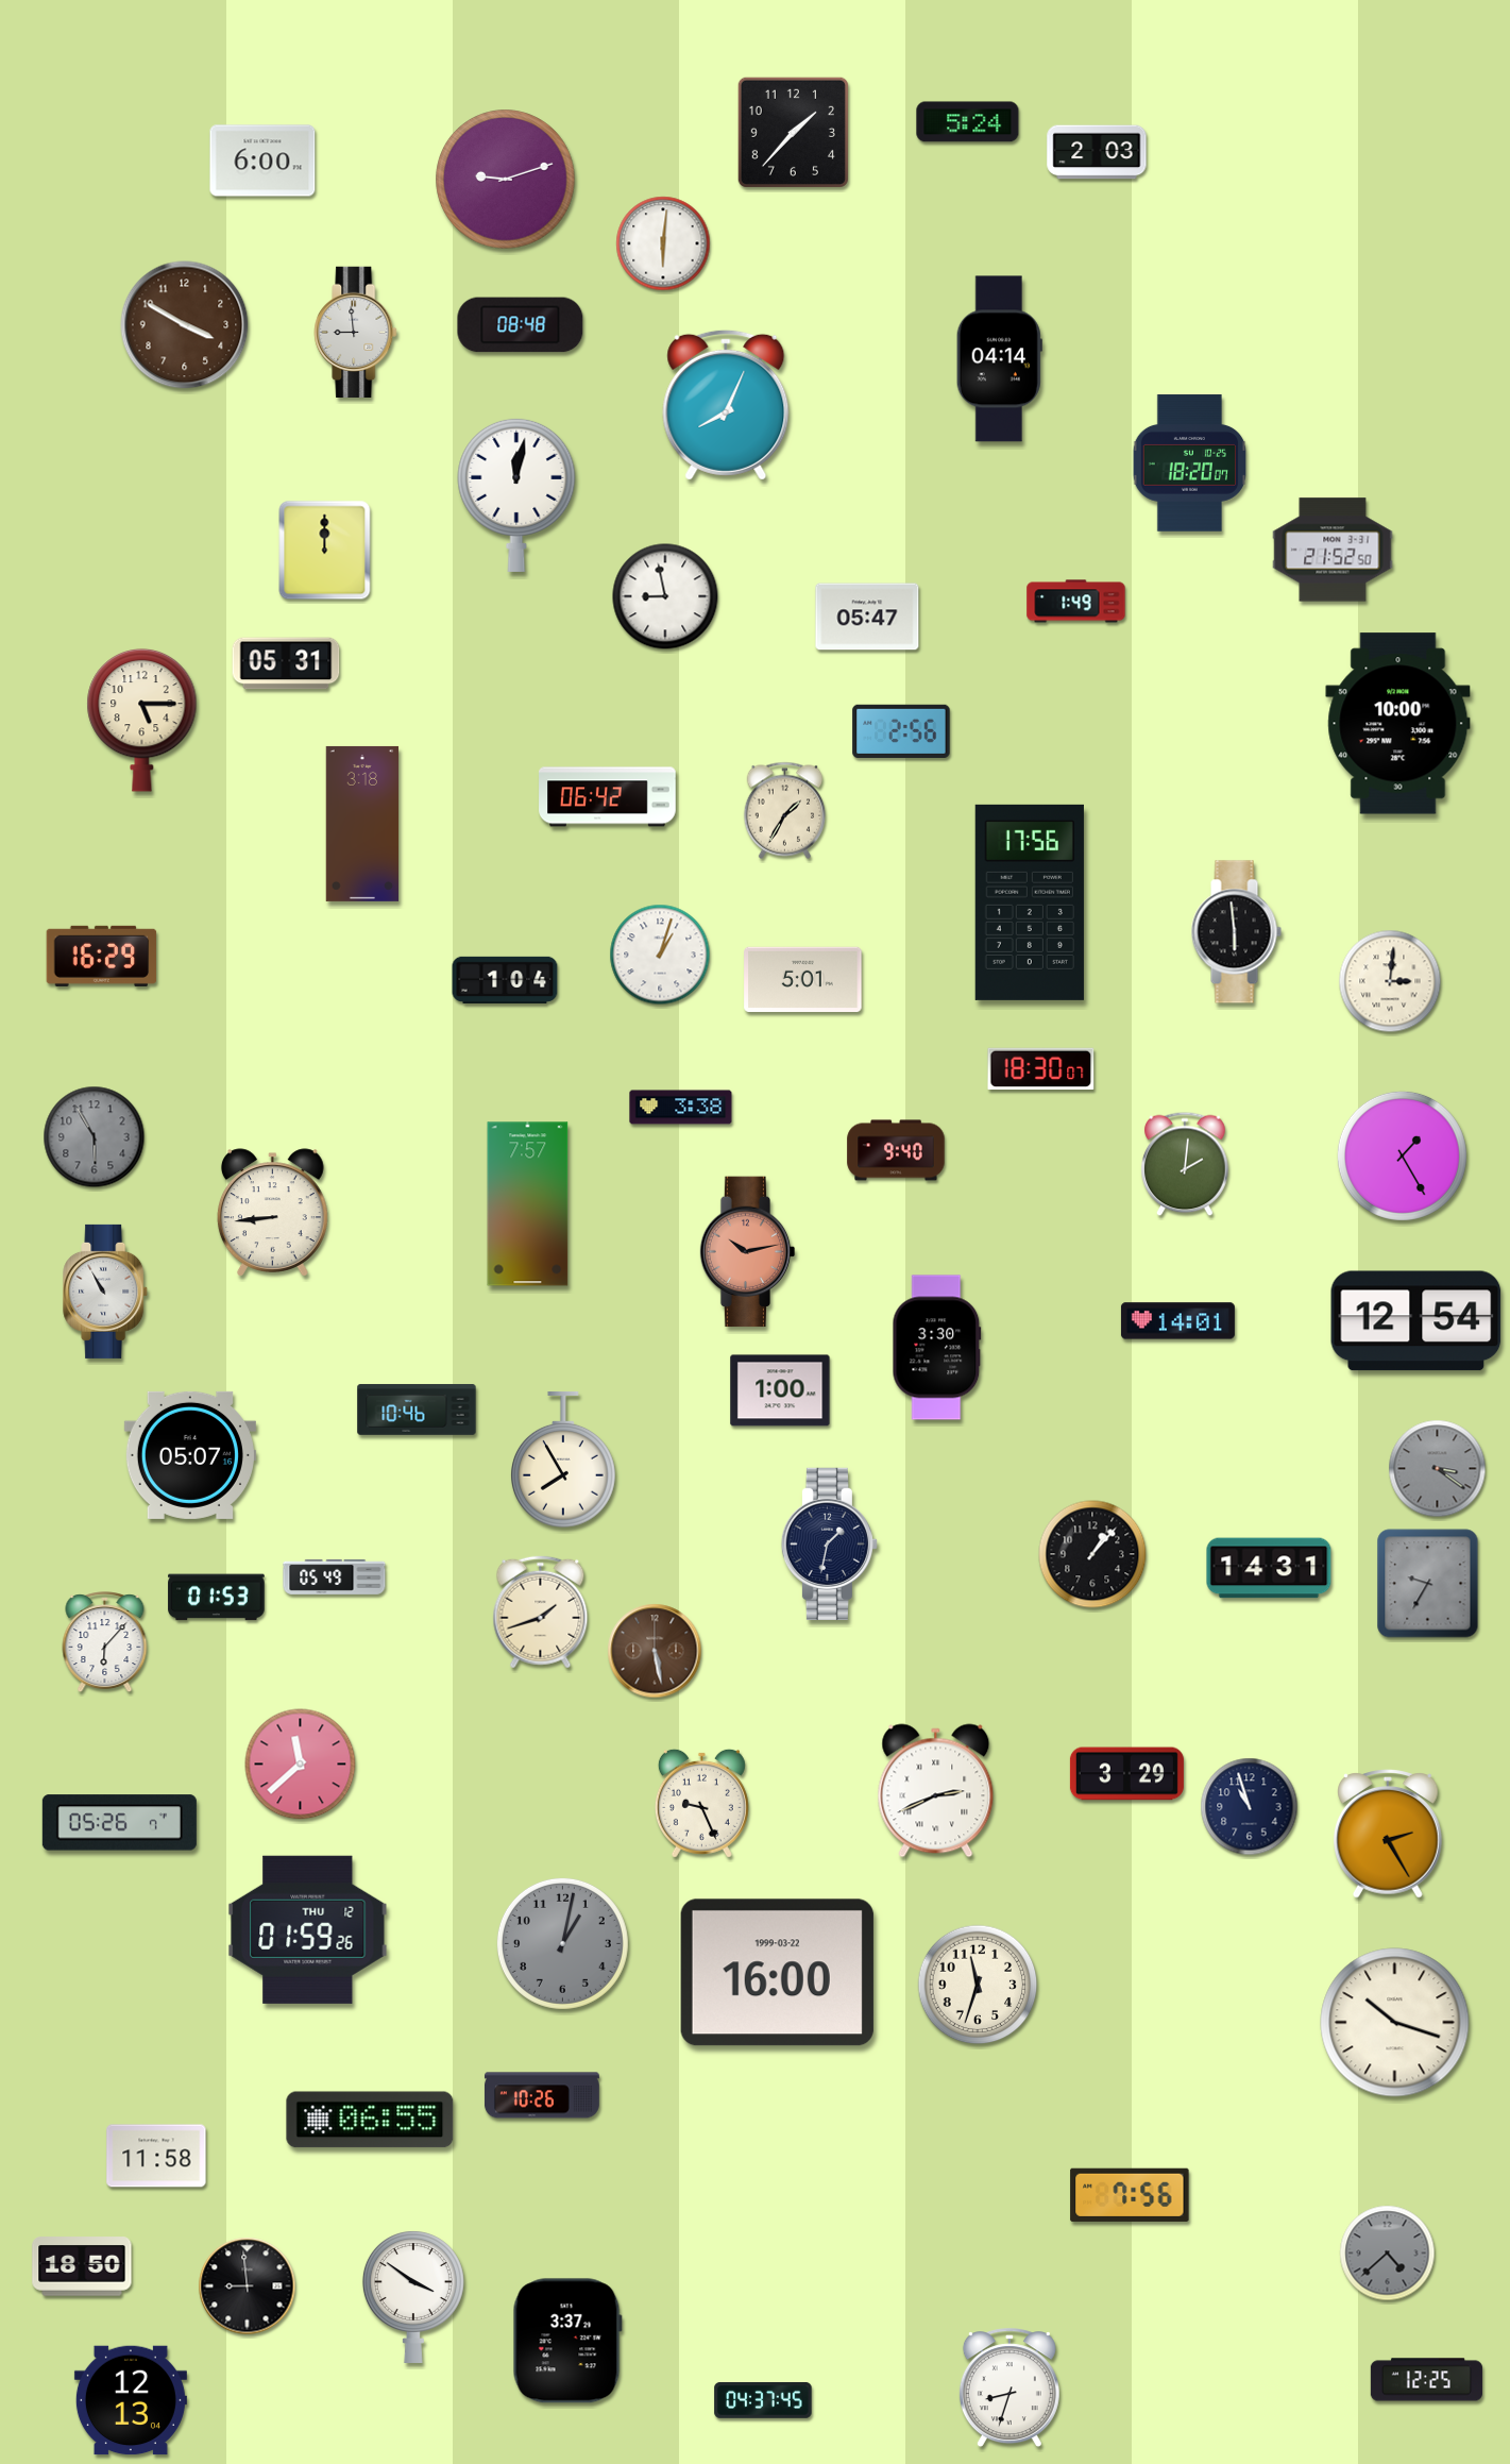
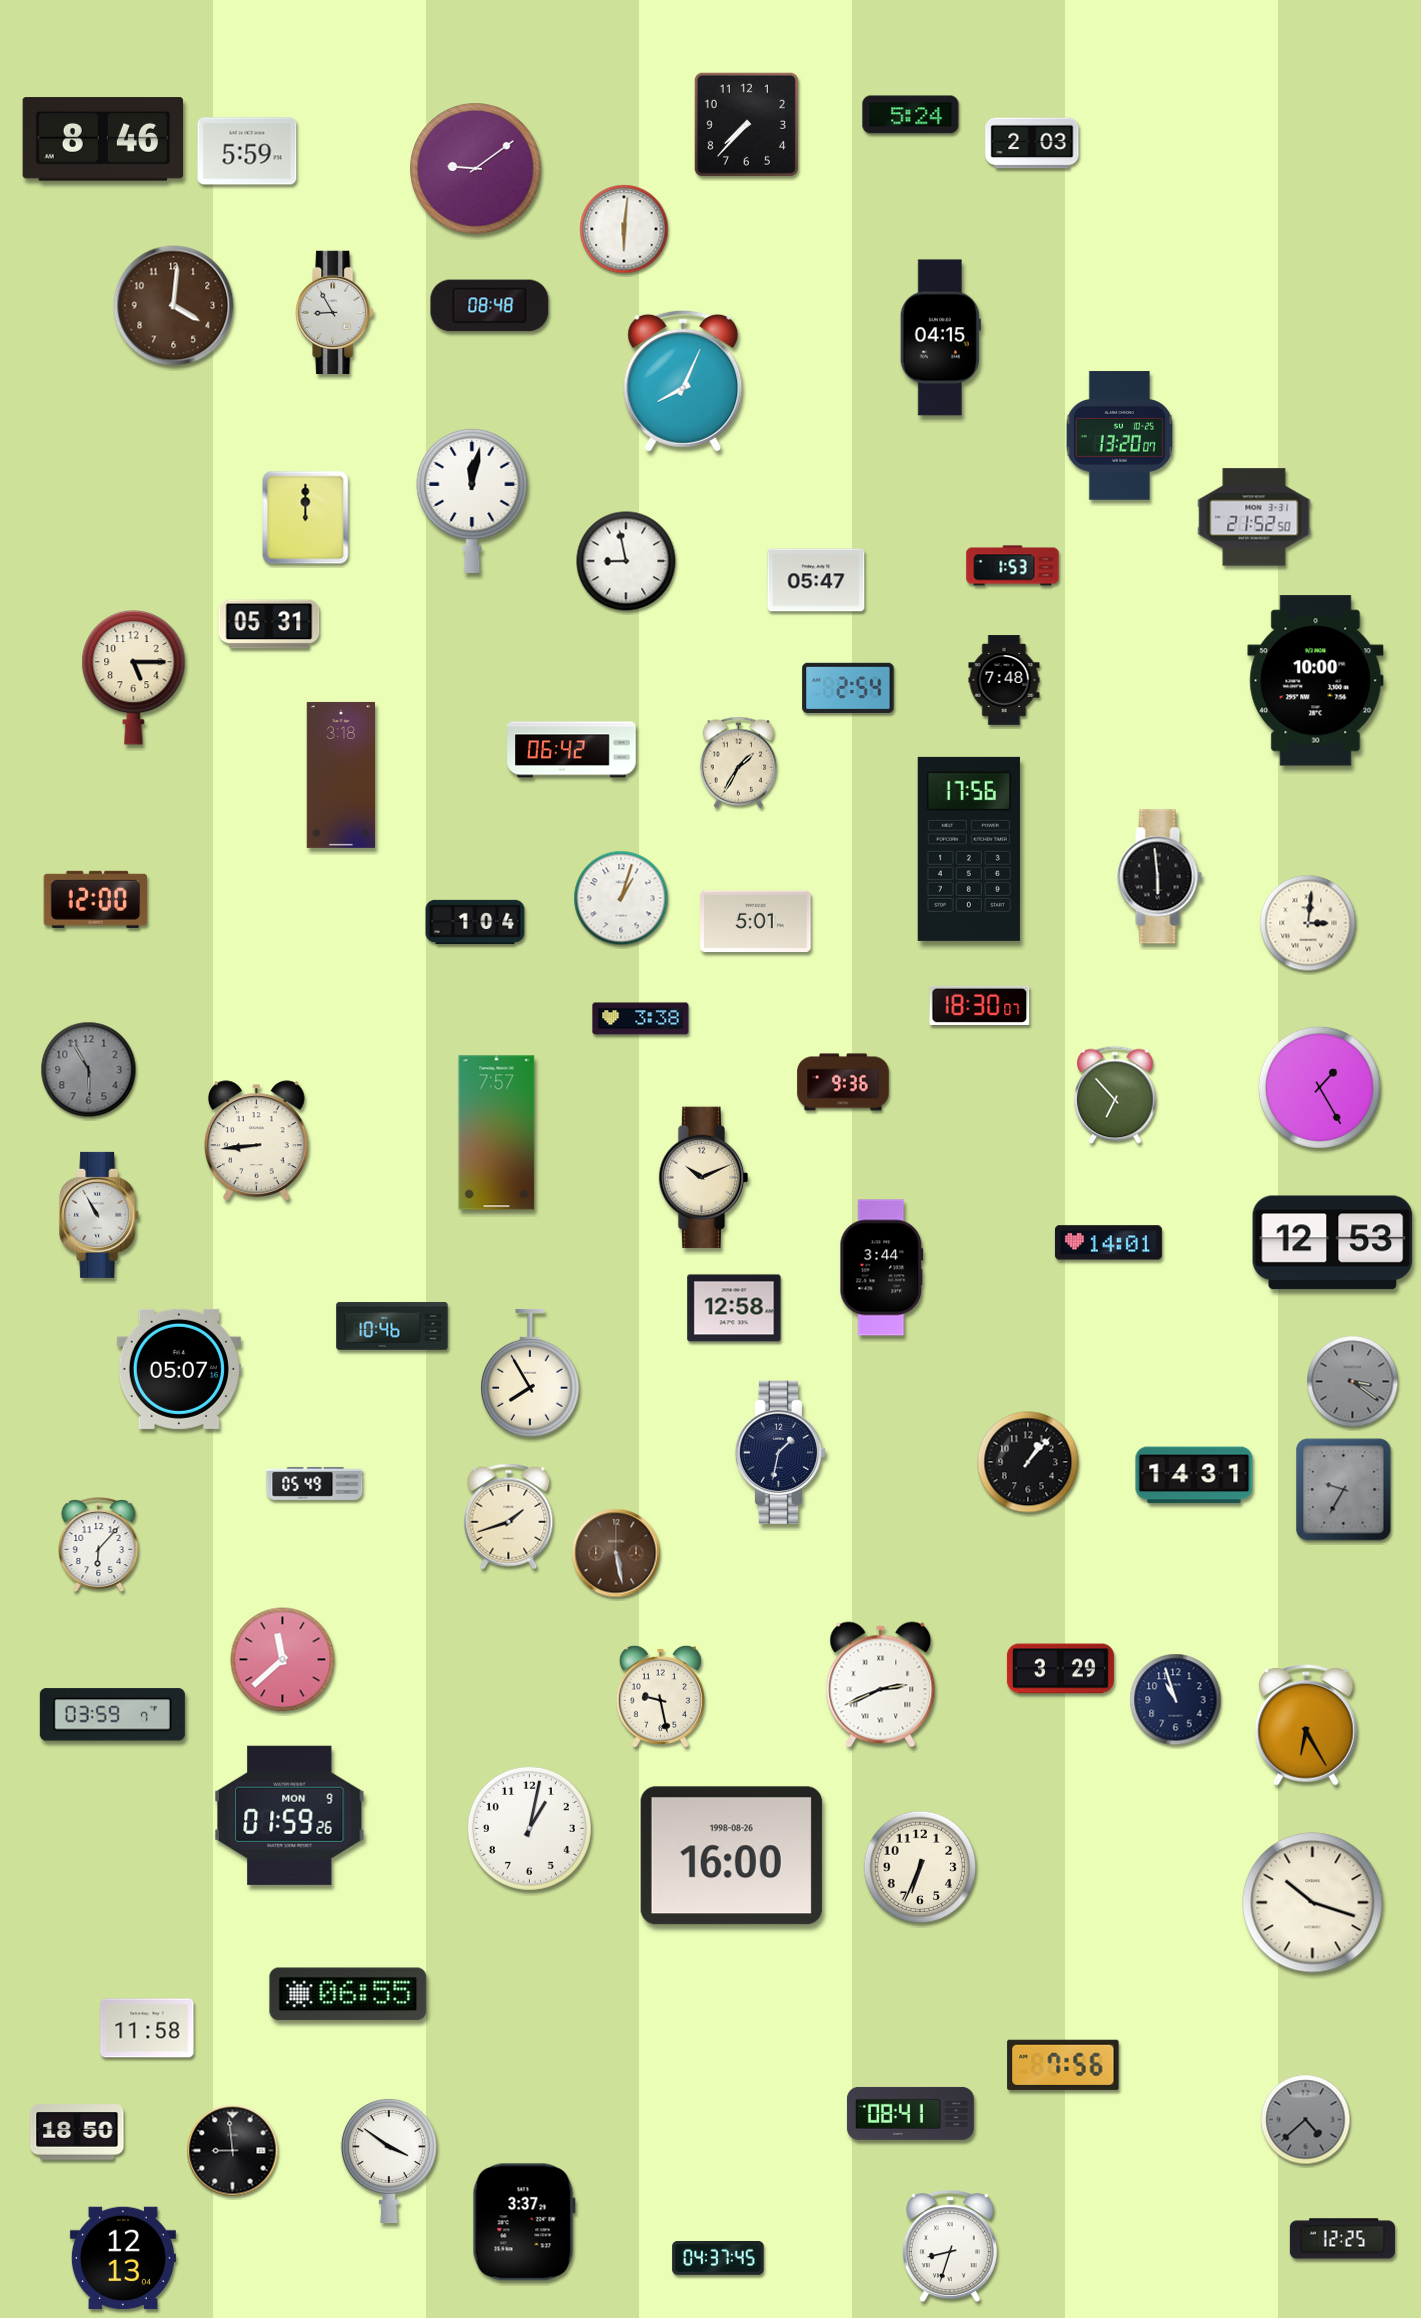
clock at (793, 132): 1:37 -> 7:37
clock at (103, 139): none -> 8:46
clock at (262, 161): 6:00 -> 5:59
clock at (506, 180): 9:12 -> 9:09
clock at (185, 325): 3:50 -> 4:01
clock at (356, 332): 8:59 -> 8:55
clock at (999, 359): 04:14 -> 04:15
clock at (1190, 463): 18:20 -> 13:20
clock at (516, 494) position: (516, 494) -> (472, 500)
clock at (1076, 602): 1:49 -> 1:53
clock at (1004, 680): none -> 7:48
clock at (901, 730): 2:56 -> 2:54
clock at (1236, 932) position: (1236, 932) -> (1159, 877)
clock at (102, 956): 16:29 -> 12:00
clock at (681, 1108) position: (681, 1108) -> (641, 1019)
clock at (896, 1150): 9:40 -> 9:36
clock at (1185, 1164): 2:01 -> 6:53
clock at (748, 1252): 10:13 -> 10:11
clock at (748, 1252) dial: salmon -> cream
clock at (1416, 1321): 12:54 -> 12:53
clock at (937, 1348): 3:30 -> 3:44
clock at (780, 1390): 1:00 -> 12:58
clock at (217, 1598): 01:53 -> none
clock at (701, 1803): 9:26 -> 9:28
clock at (119, 1823): 05:26 -> 03:59
clock at (1389, 1834): 2:25 -> 6:25
clock at (308, 1929) date: THU 12 -> MON 9
clock at (562, 1943) dial: grey -> white
clock at (777, 1973) date: 1999-03-22 -> 1998-08-26
clock at (978, 1985): 11:33 -> 6:34
clock at (542, 2095): 10:26 -> none
clock at (910, 2113): none -> 08:41
clock at (567, 2341) position: (567, 2341) -> (524, 2222)
